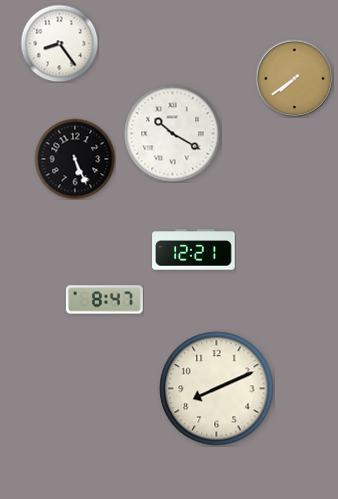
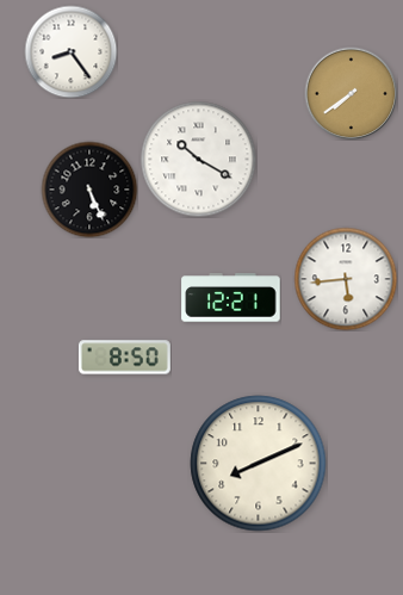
clock at (172, 133) position: (172, 133) -> (198, 159)
clock at (346, 279): none -> 5:44
clock at (104, 300): 8:47 -> 8:50
